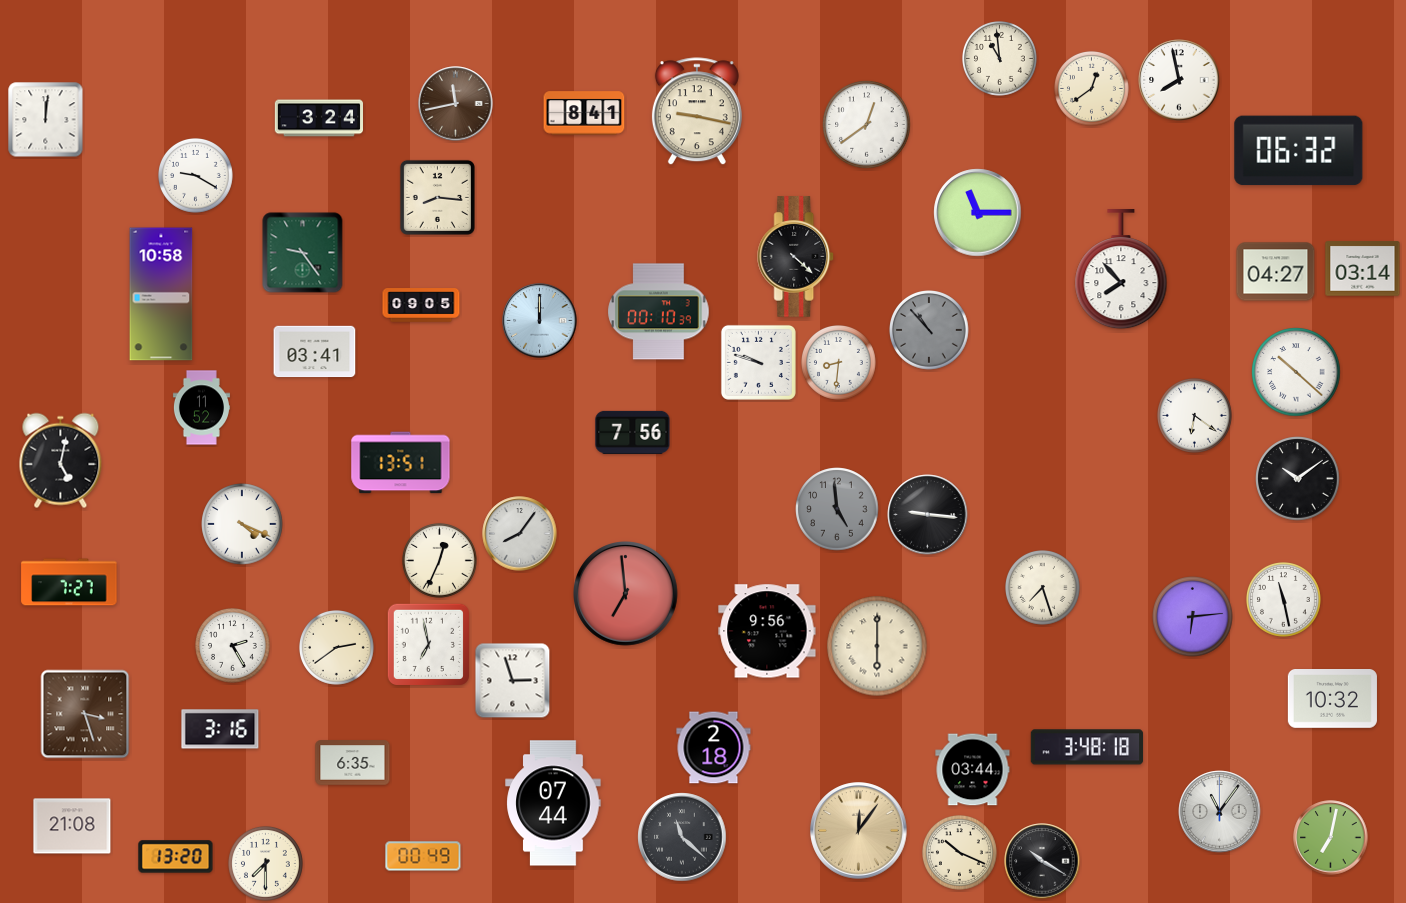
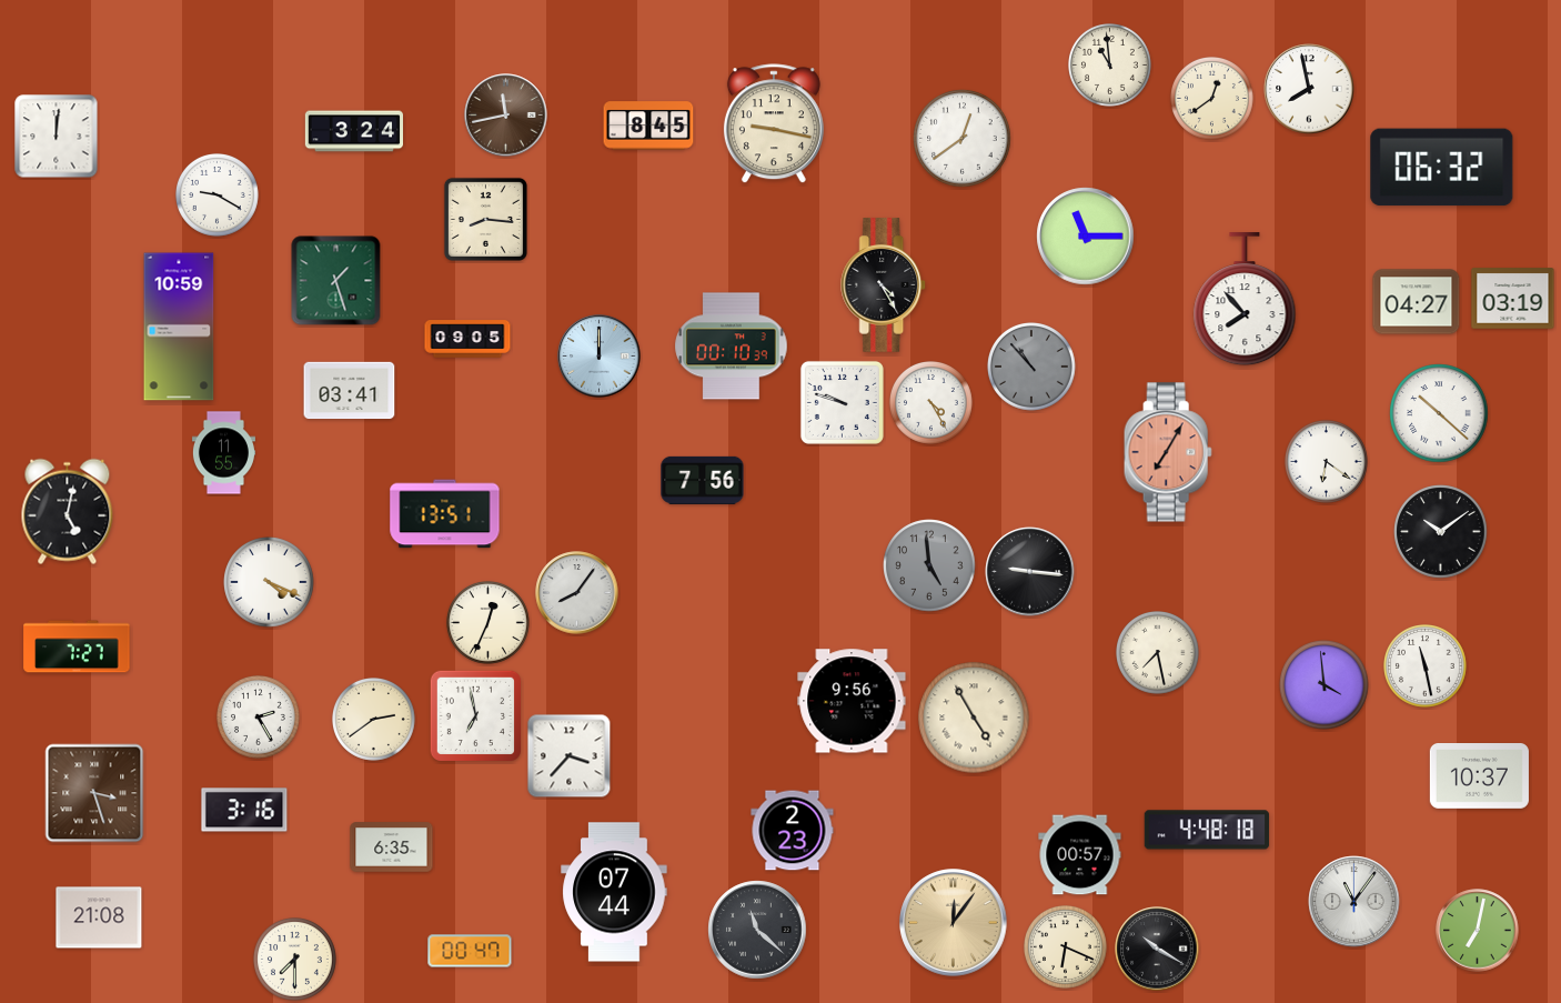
clock at (584, 113): 8:41 -> 8:45
clock at (46, 120) position: (46, 120) -> (57, 137)
clock at (303, 253): 9:24 -> 1:27
clock at (796, 257): 4:22 -> 4:25
clock at (1363, 269): 03:14 -> 03:19
clock at (161, 294): 10:58 -> 10:59
clock at (839, 363): 8:31 -> 4:25
clock at (1168, 452): none -> 7:05
clock at (201, 408): 11:52 -> 11:55
clock at (1043, 588): 7:27 -> 7:28
clock at (626, 594): 6:59 -> none
clock at (1193, 617): 6:14 -> 3:59
clock at (877, 646): 6:00 -> 4:55
clock at (513, 681): 2:57 -> 3:37
clock at (1332, 699): 10:32 -> 10:37
clock at (1087, 747): 3:48 -> 4:48
clock at (714, 748): 2:18 -> 2:23
clock at (973, 770): 03:44 -> 00:57
clock at (72, 826) position: (72, 826) -> (99, 917)
clock at (960, 853): 10:19 -> 6:19
clock at (423, 856): 00:49 -> 00:47
clock at (176, 857): 13:20 -> none
clock at (1042, 861) position: (1042, 861) -> (1157, 949)
